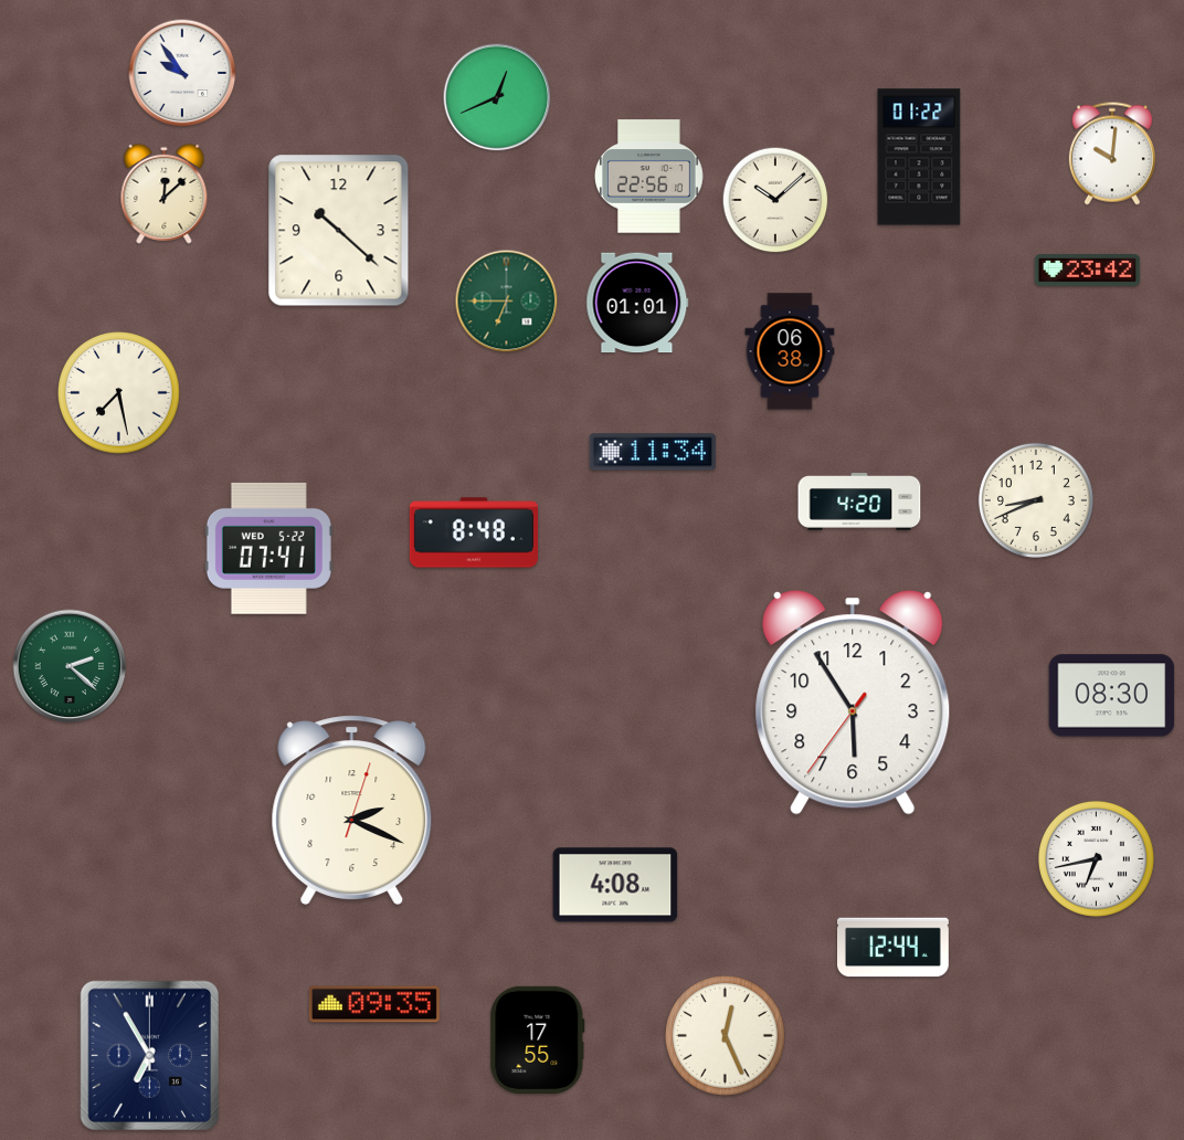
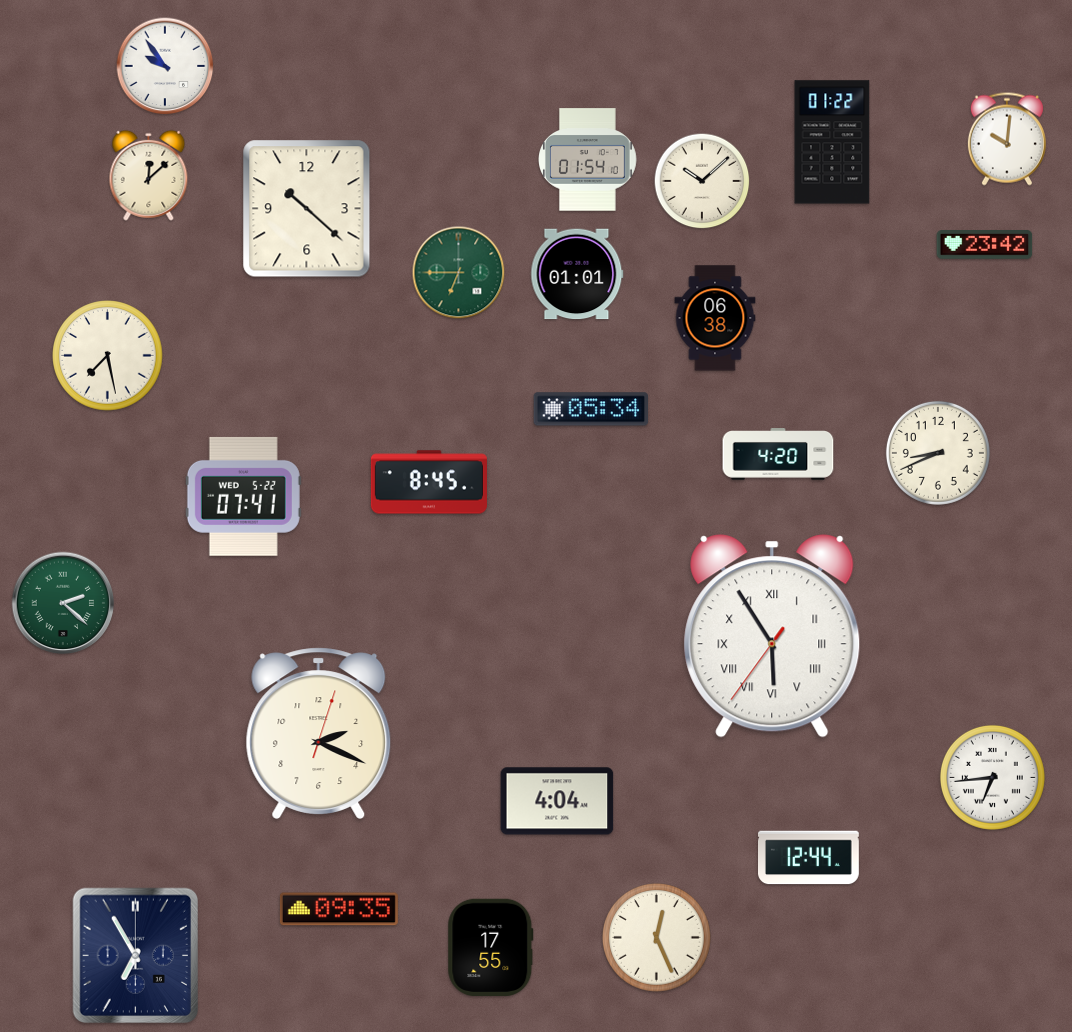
clock at (497, 97): 12:41 -> none
clock at (649, 177): 22:56 -> 01:54
clock at (653, 452): 11:34 -> 05:34
clock at (474, 532): 8:48 -> 8:45
clock at (1112, 696): 08:30 -> none
clock at (853, 703) numerals: Arabic -> Roman
clock at (1096, 858): 6:43 -> 6:44
clock at (615, 885): 4:08 -> 4:04
clock at (538, 1039) position: (538, 1039) -> (491, 947)
